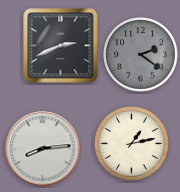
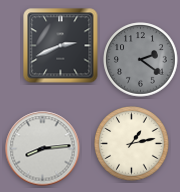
clock at (141, 55) position: (141, 55) -> (141, 60)
